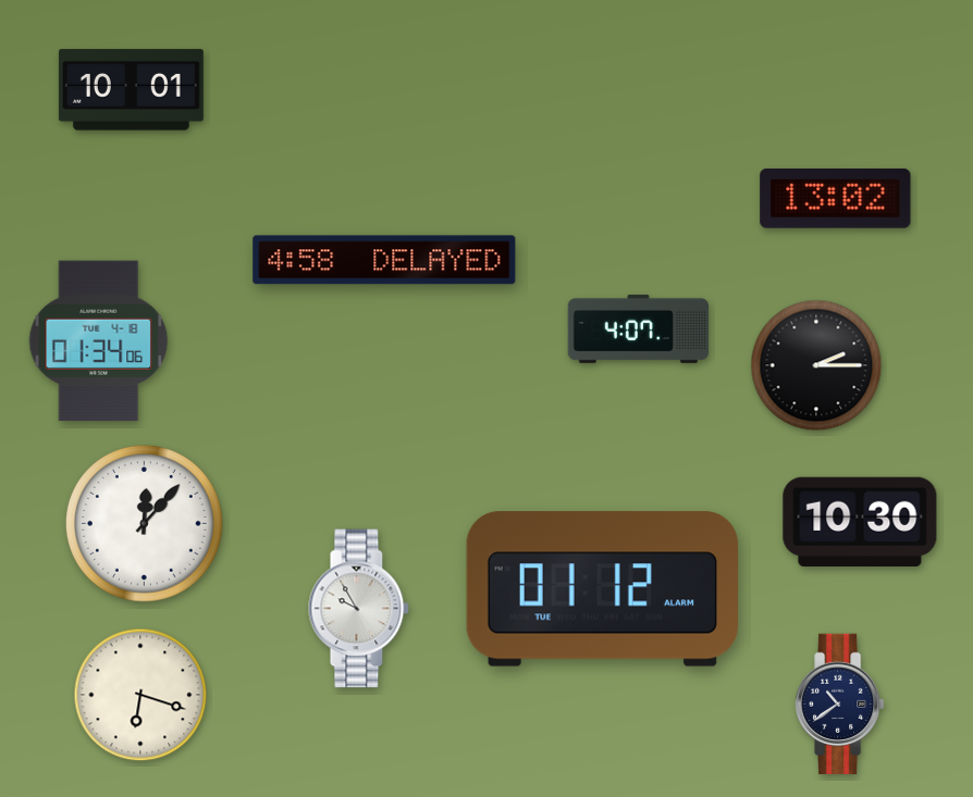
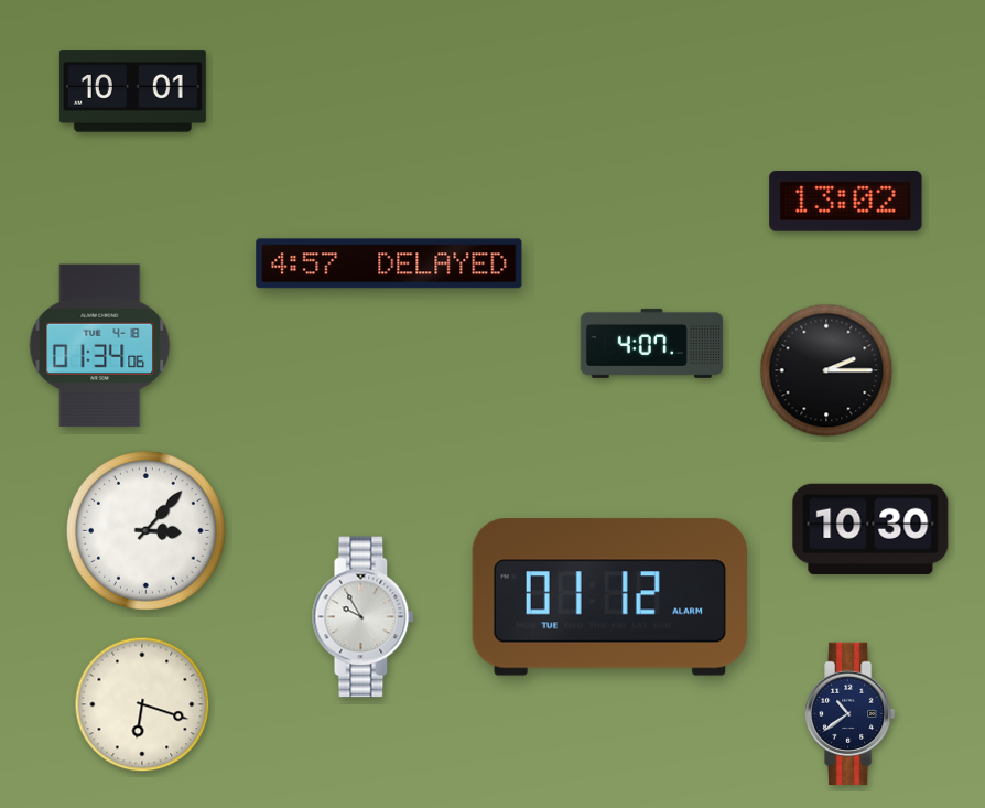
clock at (384, 260): 4:58 -> 4:57
clock at (638, 328) position: (638, 328) -> (651, 343)
clock at (144, 523): 12:07 -> 3:07
